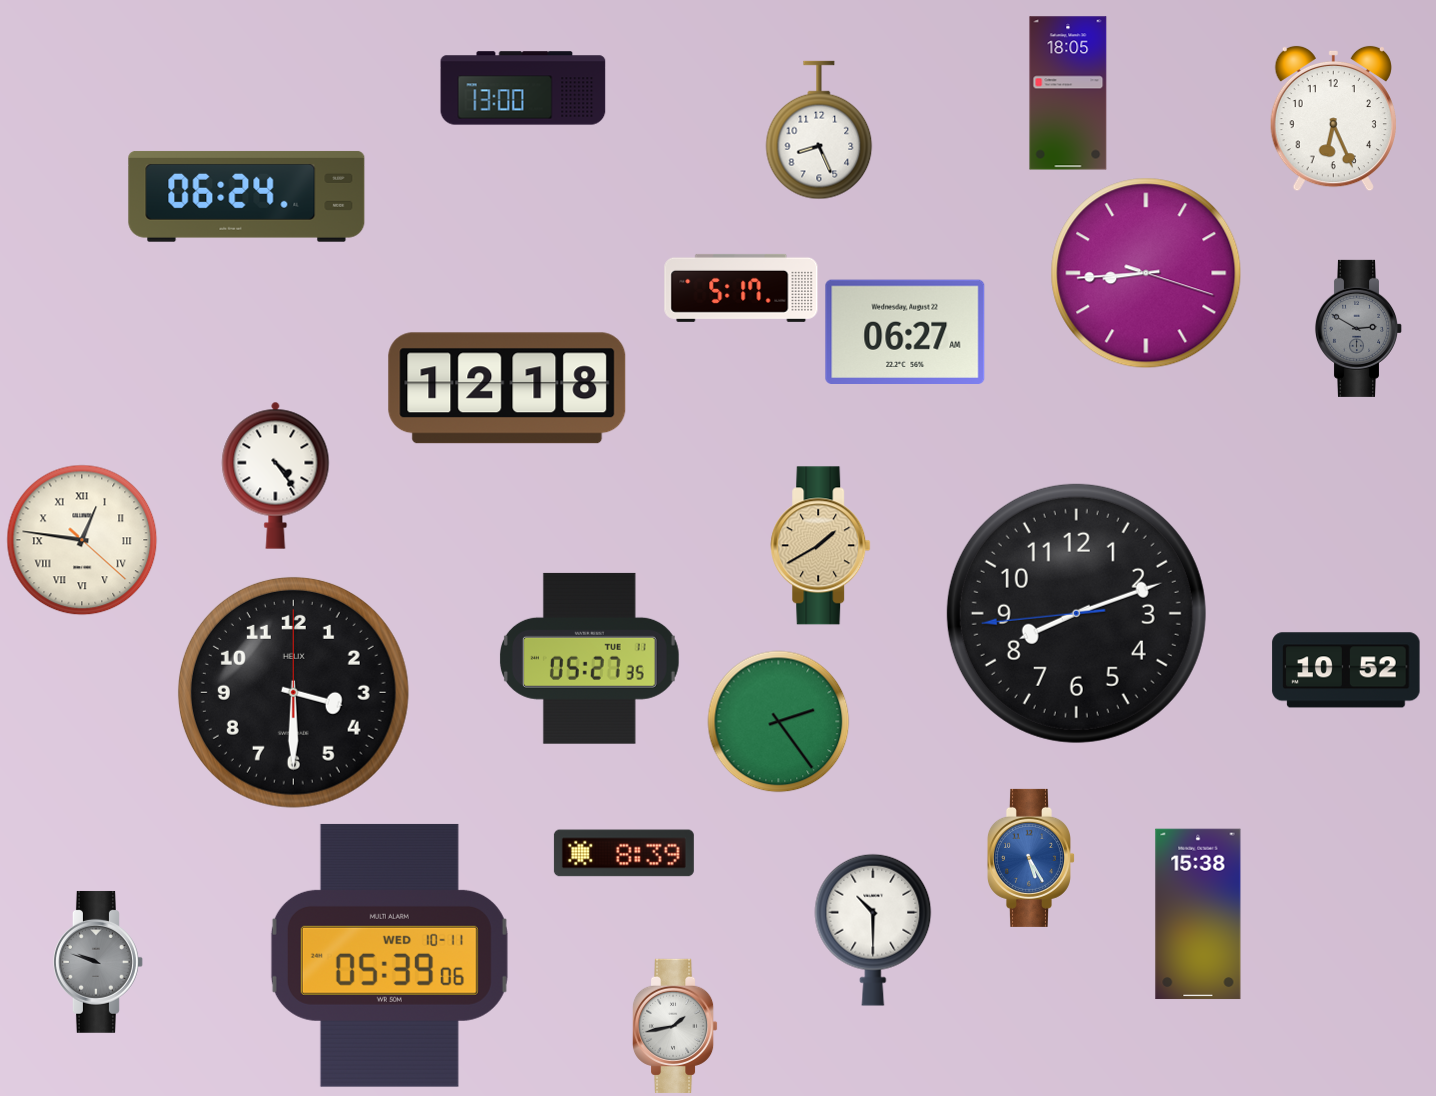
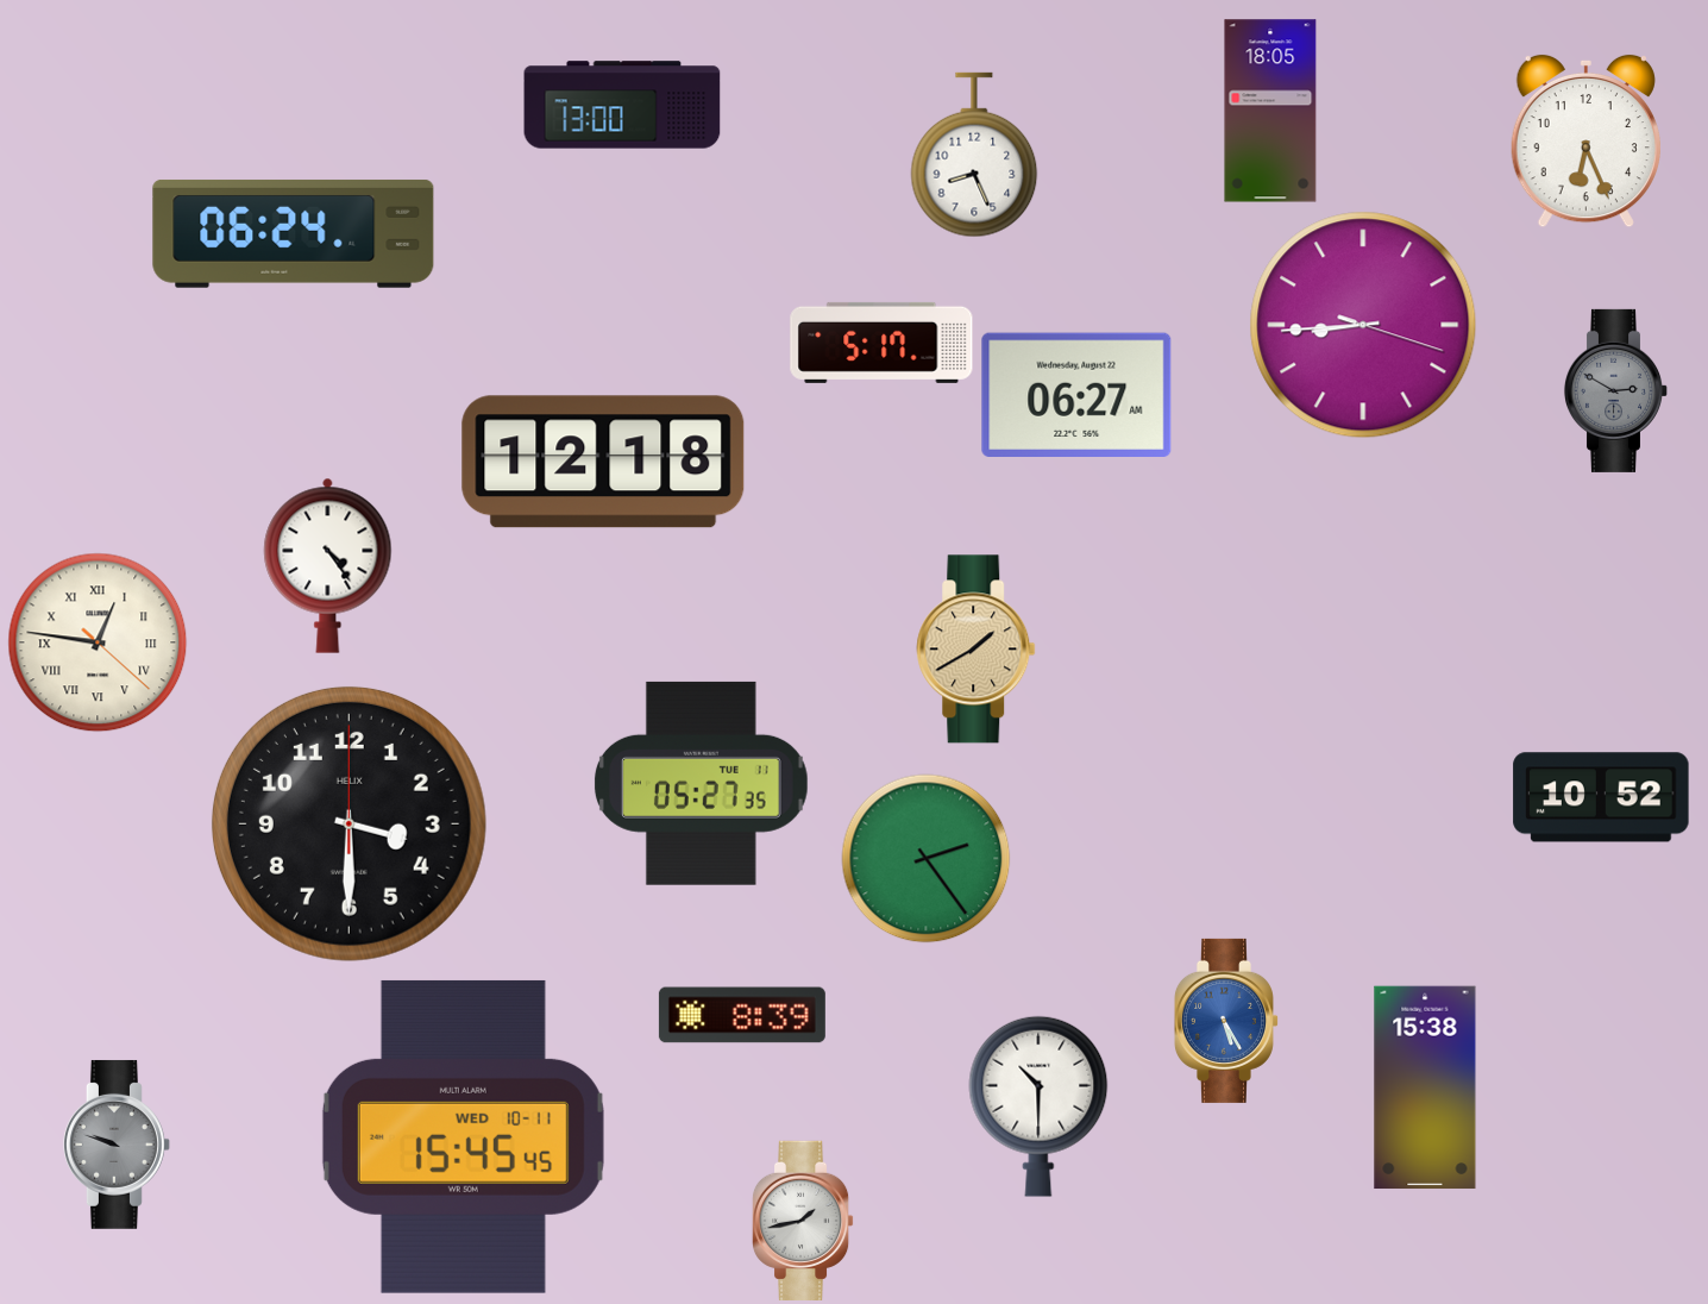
clock at (1076, 613): 8:11 -> none
clock at (389, 955): 05:39 -> 15:45
